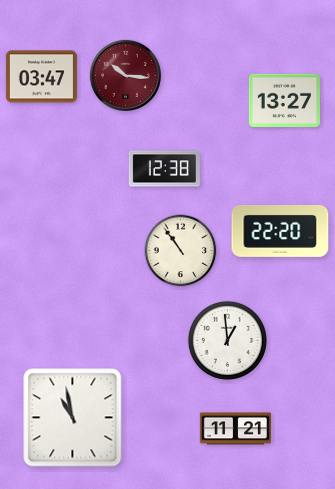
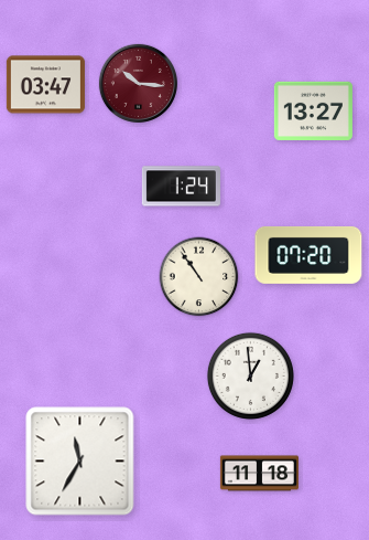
clock at (164, 169): 12:38 -> 1:24
clock at (280, 231): 22:20 -> 07:20
clock at (73, 418): 10:58 -> 11:35
clock at (235, 429): 11:21 -> 11:18
